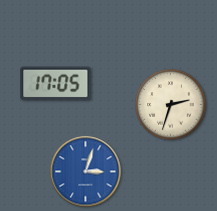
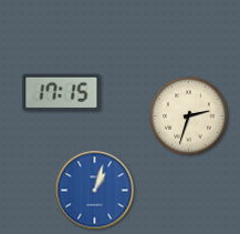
clock at (56, 84): 17:05 -> 17:15
clock at (86, 172): 3:03 -> 1:03
